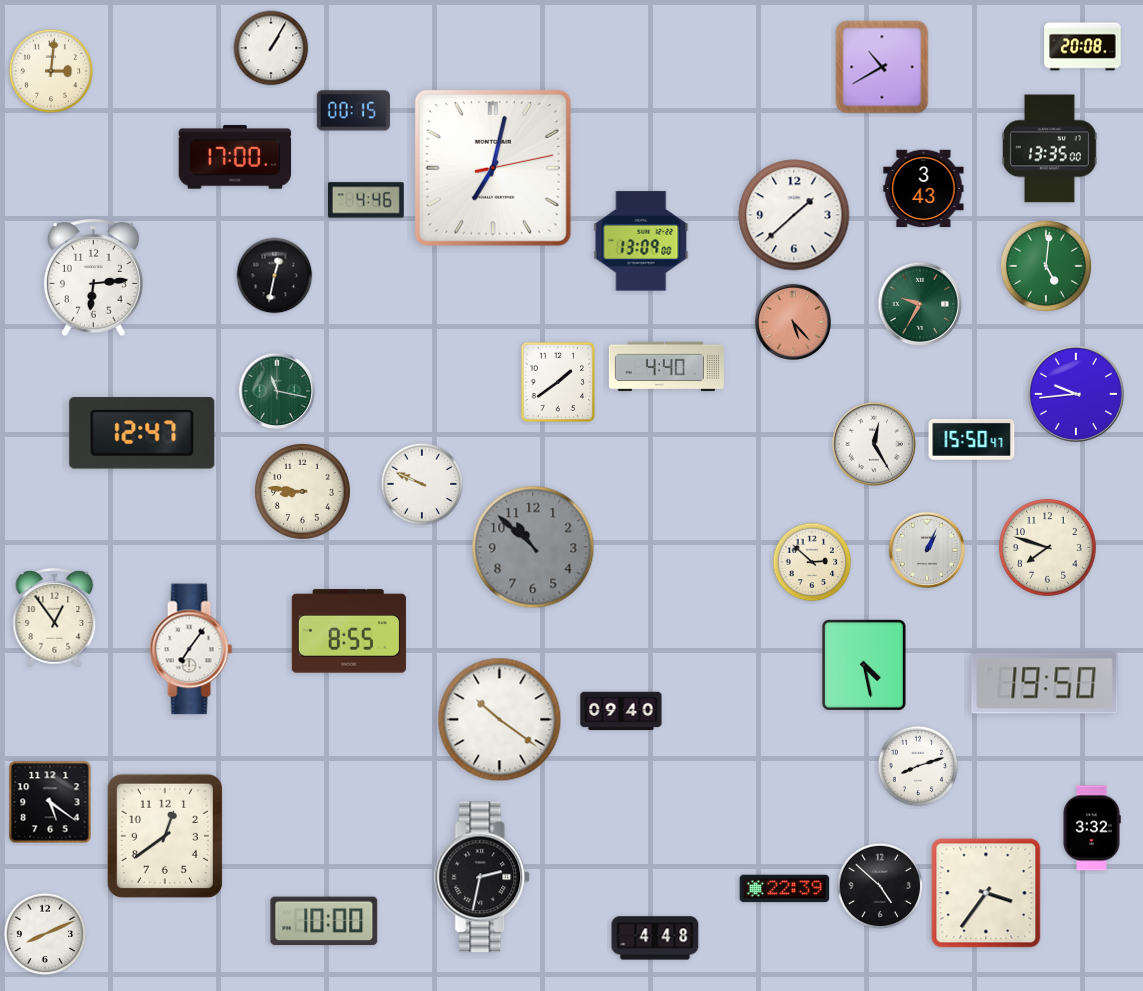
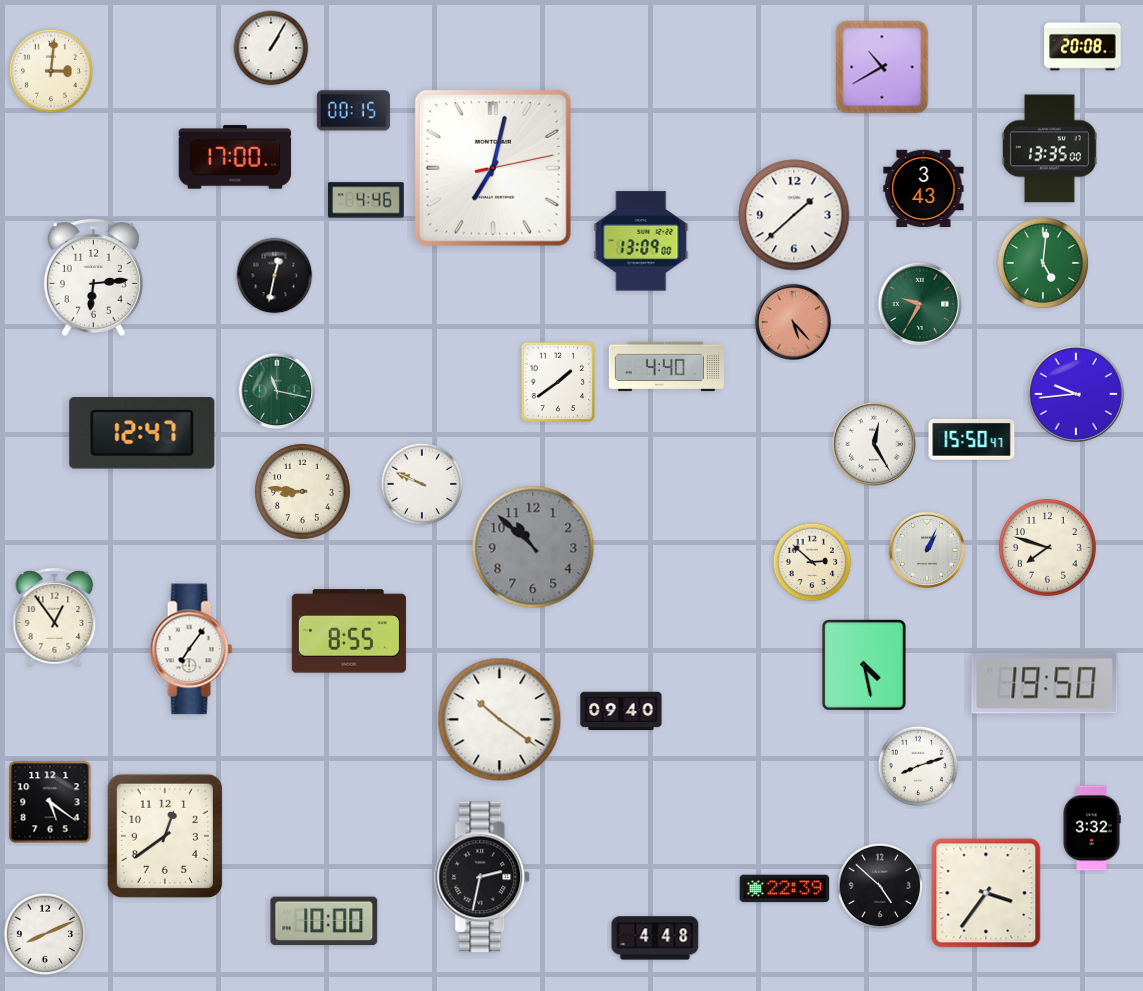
clock at (1046, 266) position: (1046, 266) -> (1043, 263)
